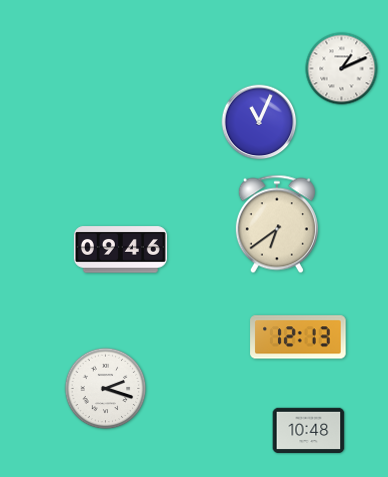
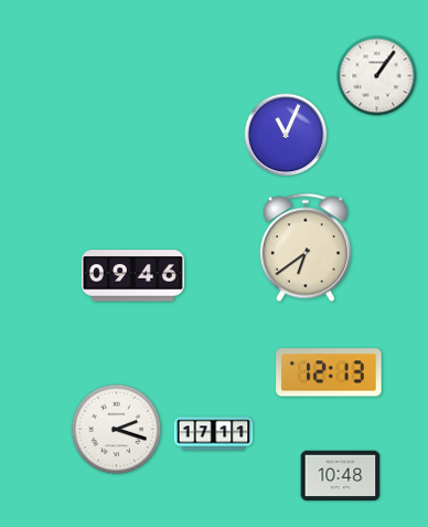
clock at (342, 69): 1:11 -> 1:06
clock at (214, 434): none -> 17:11
